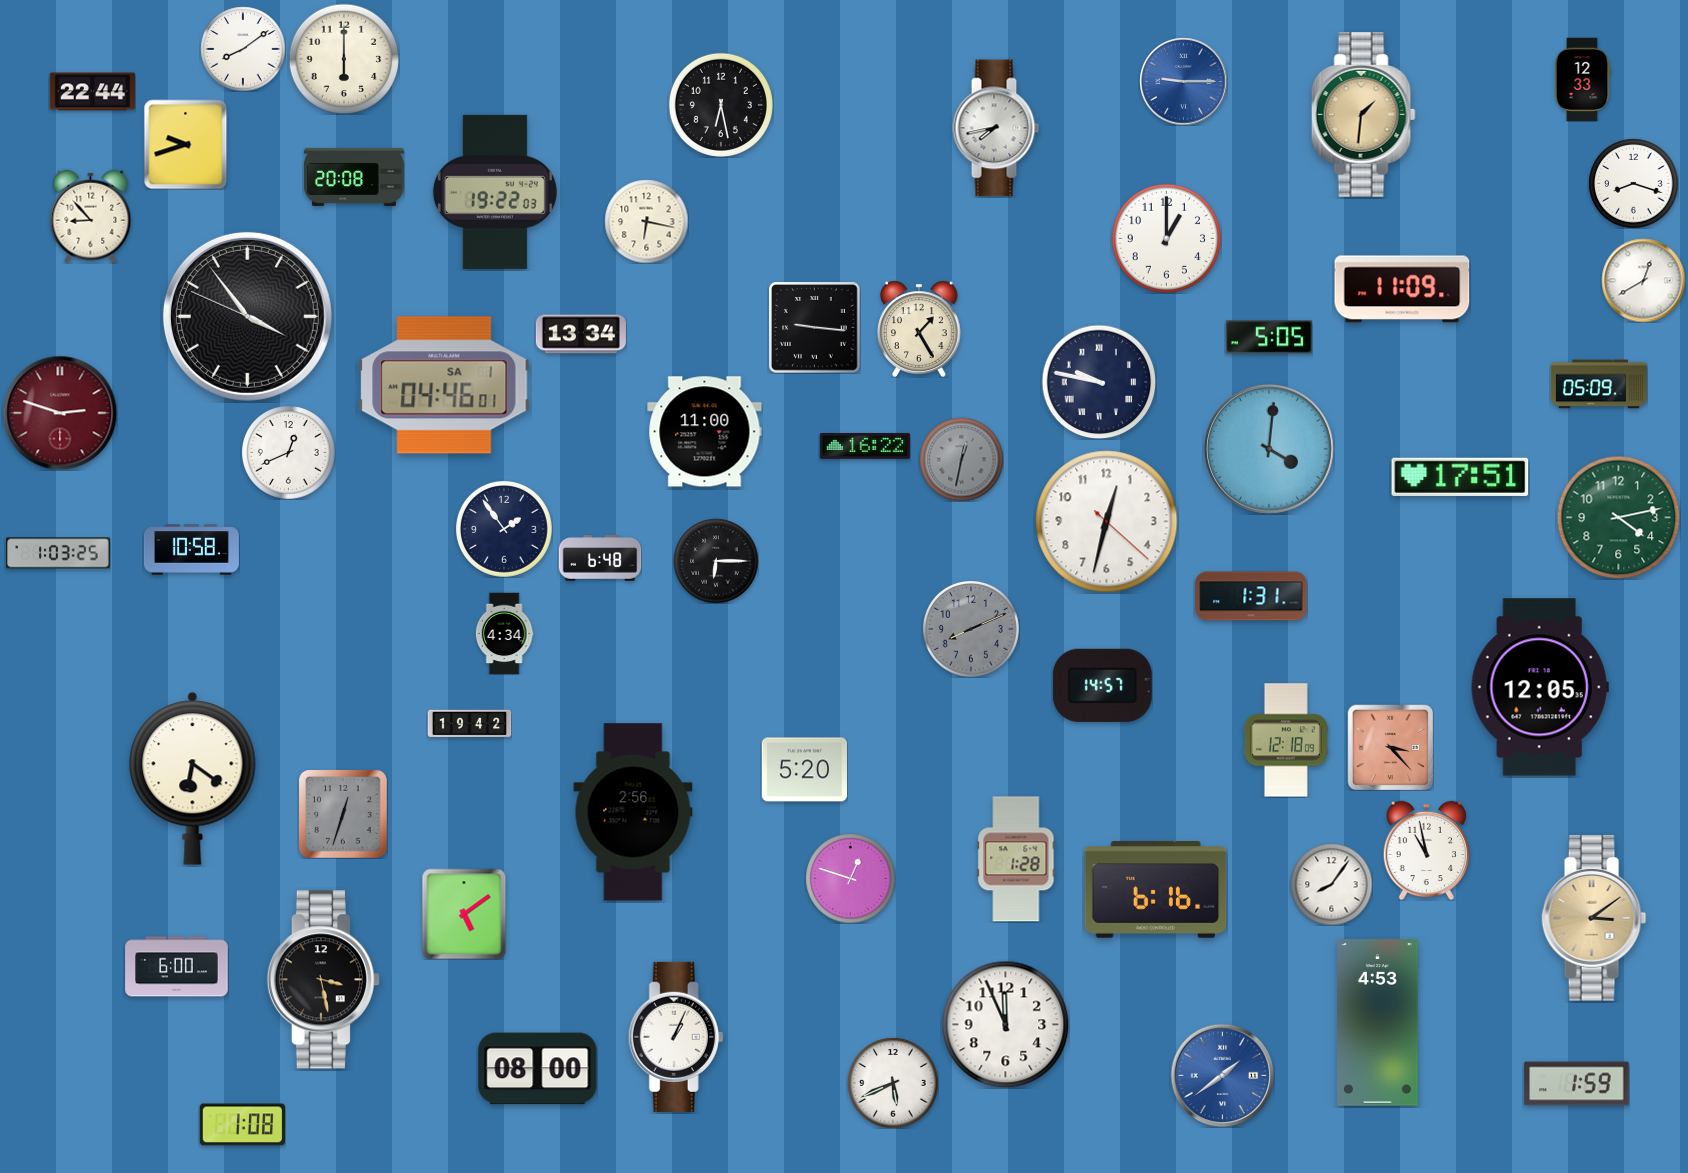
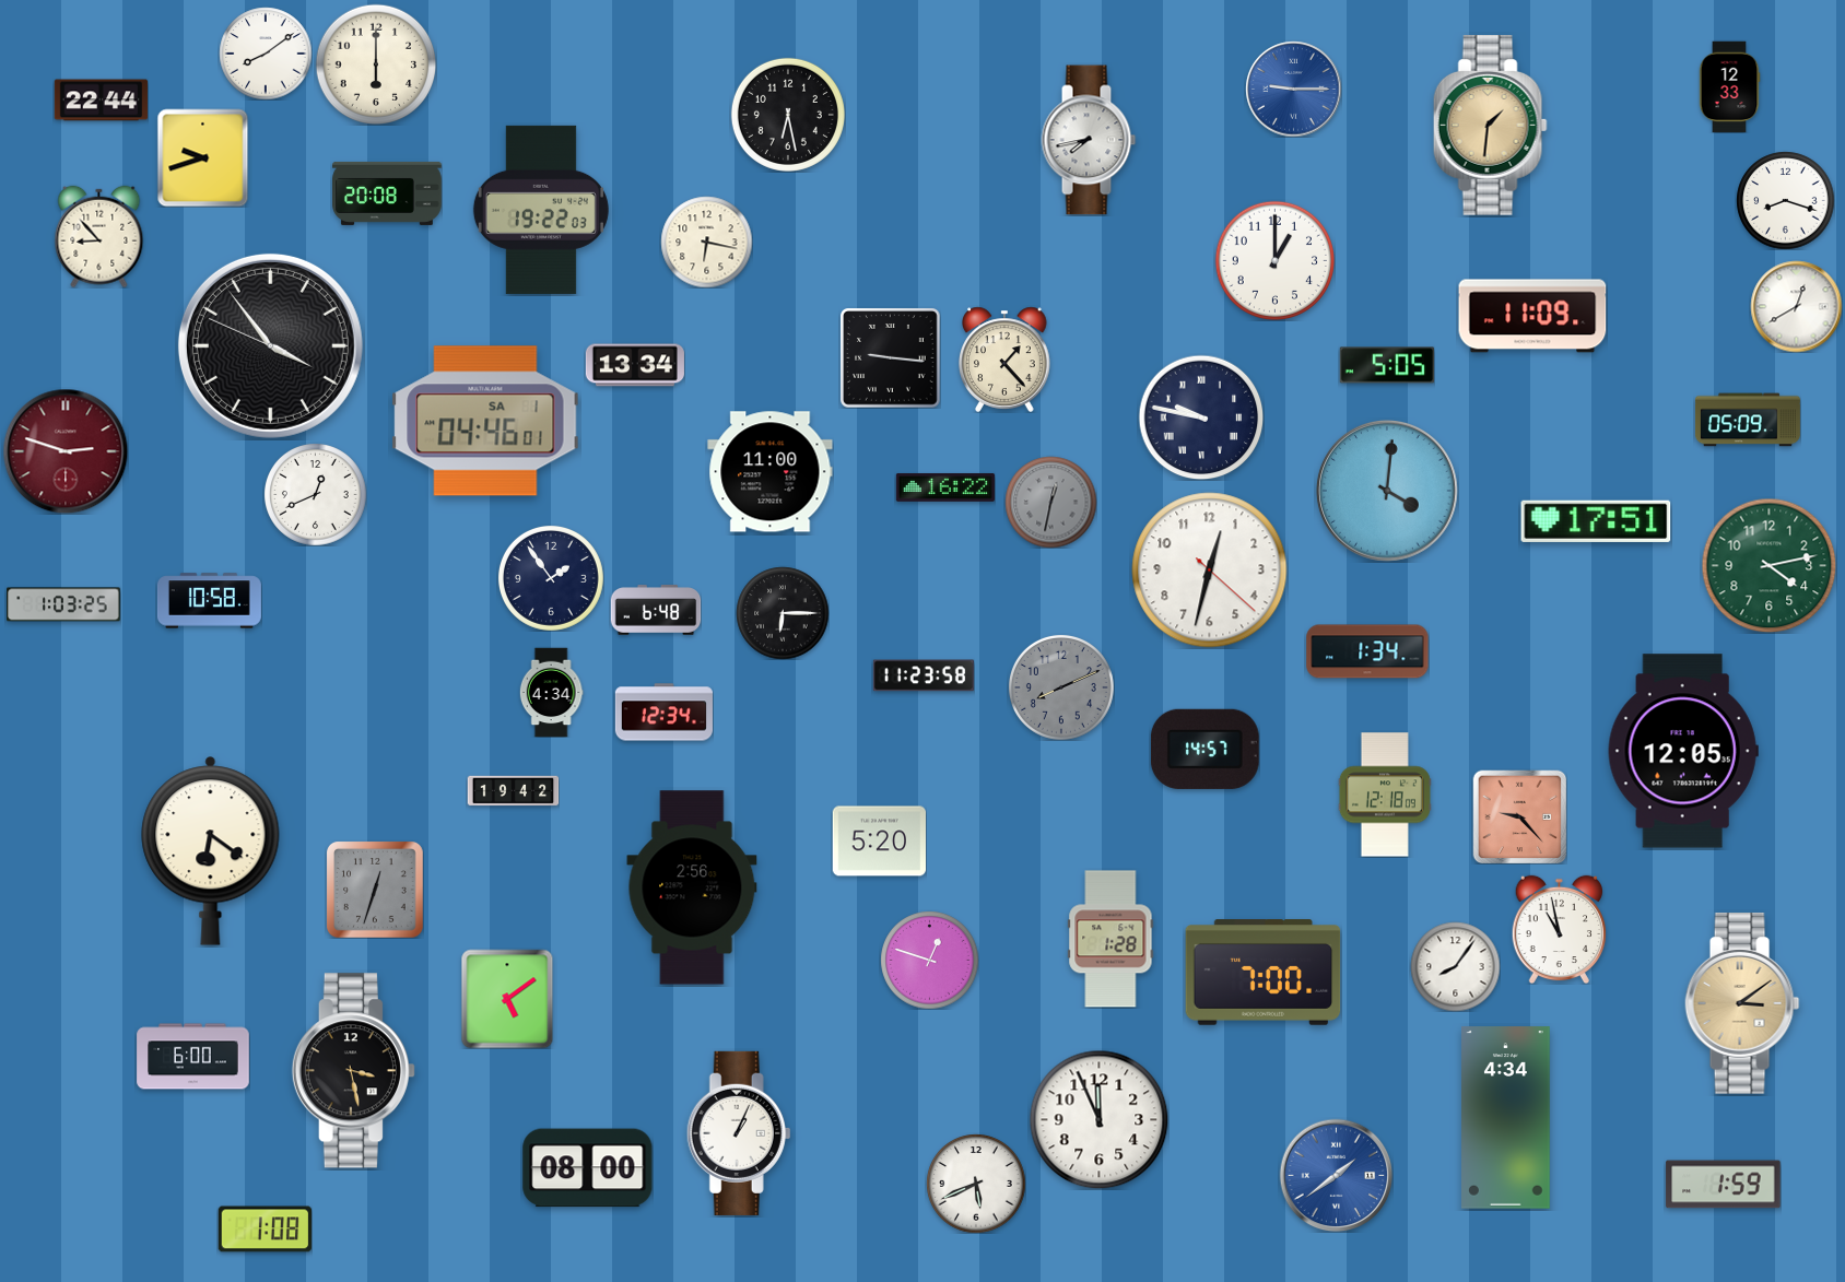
clock at (919, 329): 1:25 -> 1:23
clock at (1268, 337) position: (1268, 337) -> (1386, 365)
clock at (1251, 596): 1:31 -> 1:34
clock at (924, 675): none -> 11:23
clock at (663, 713): none -> 12:34
clock at (1286, 740) position: (1286, 740) -> (1385, 795)
clock at (1390, 747): 3:23 -> 9:23
clock at (1156, 890): 6:16 -> 7:00
clock at (1378, 1023): 4:53 -> 4:34
